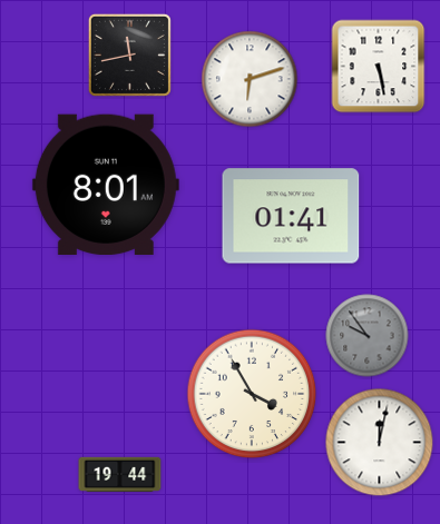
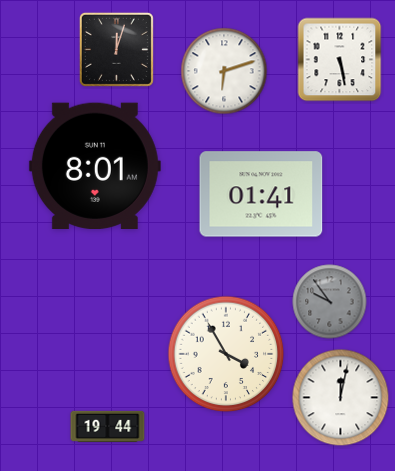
clock at (129, 55): 11:43 -> 12:03
